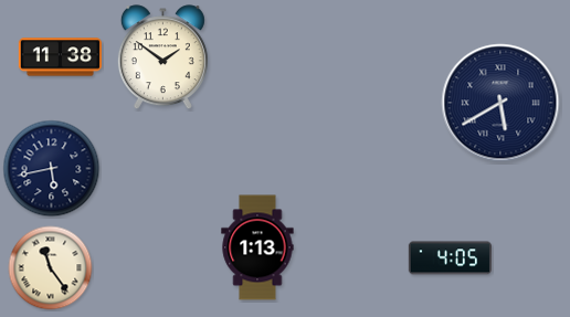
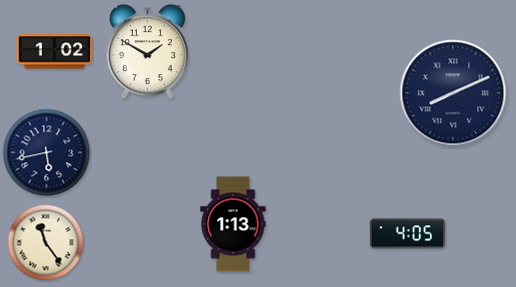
clock at (60, 57): 11:38 -> 1:02
clock at (162, 57): 1:51 -> 1:50
clock at (500, 103): 5:40 -> 8:11
